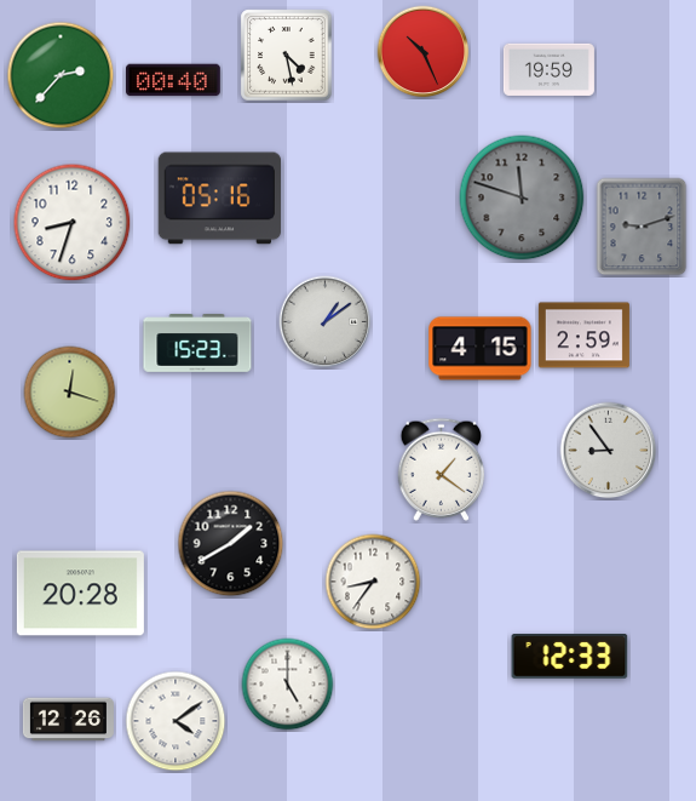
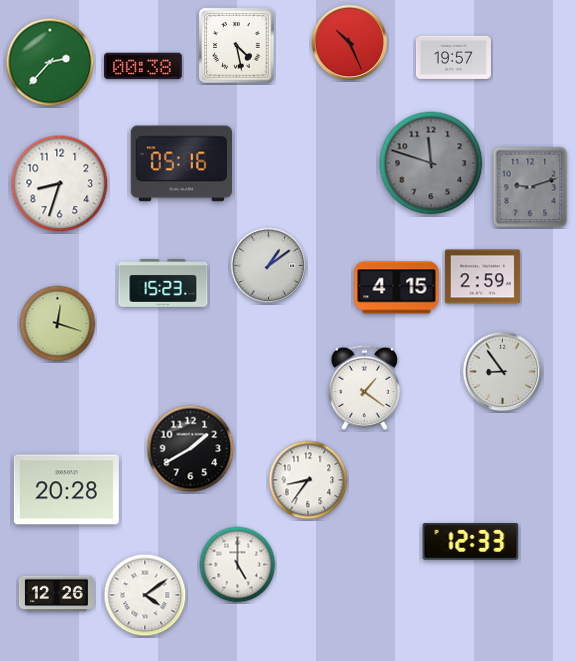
clock at (548, 69): 19:59 -> 19:57
clock at (174, 80): 00:40 -> 00:38
